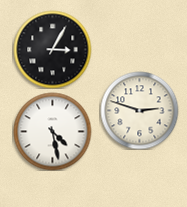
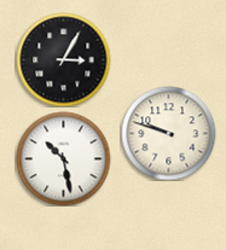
clock at (139, 110): 2:48 -> 9:48
clock at (52, 131): 4:28 -> 10:28
